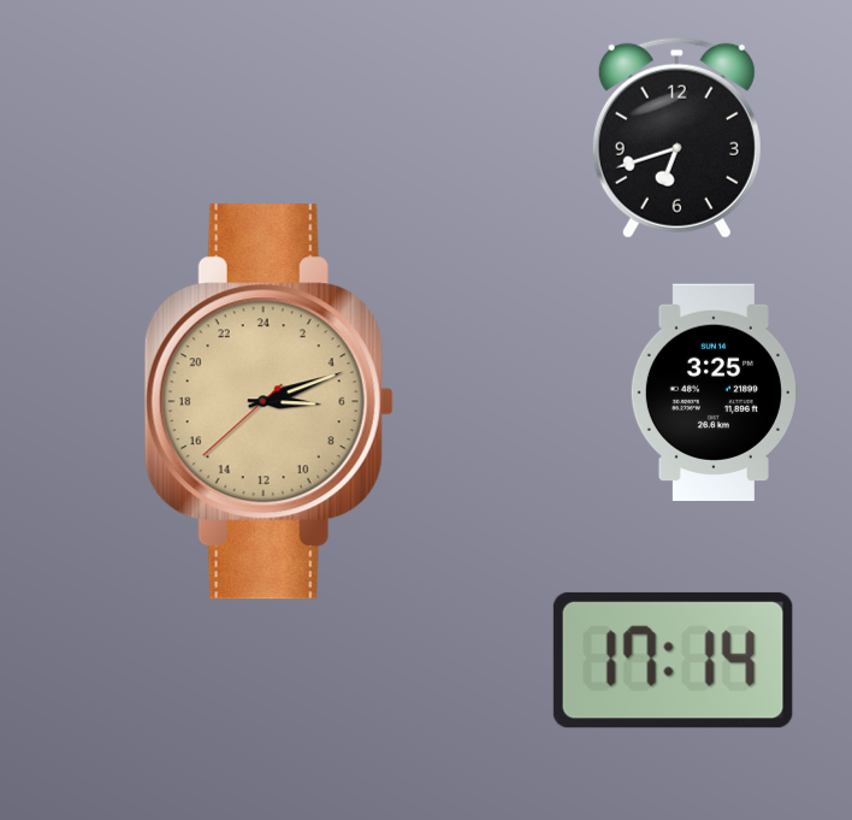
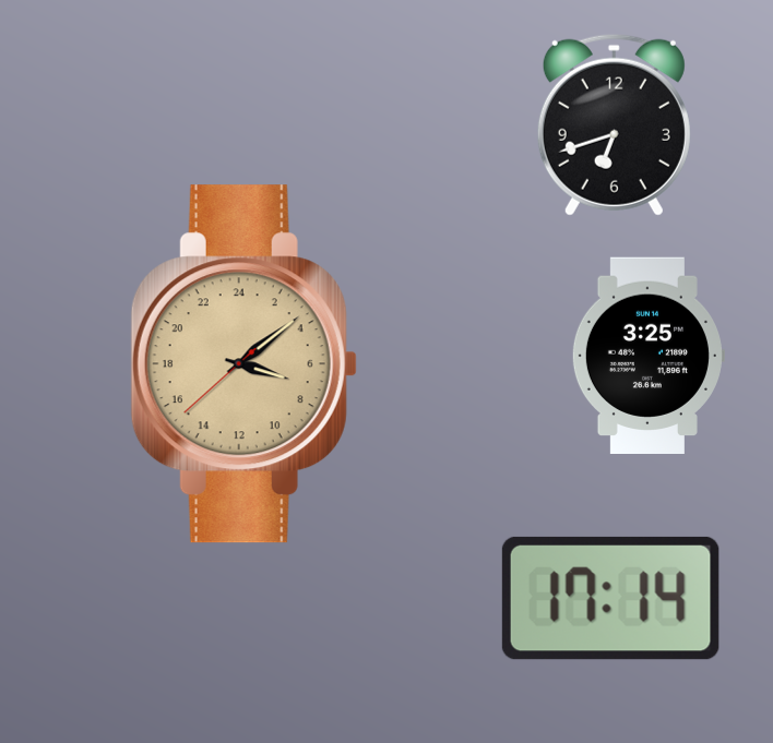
clock at (268, 402): 6:11 -> 7:08
